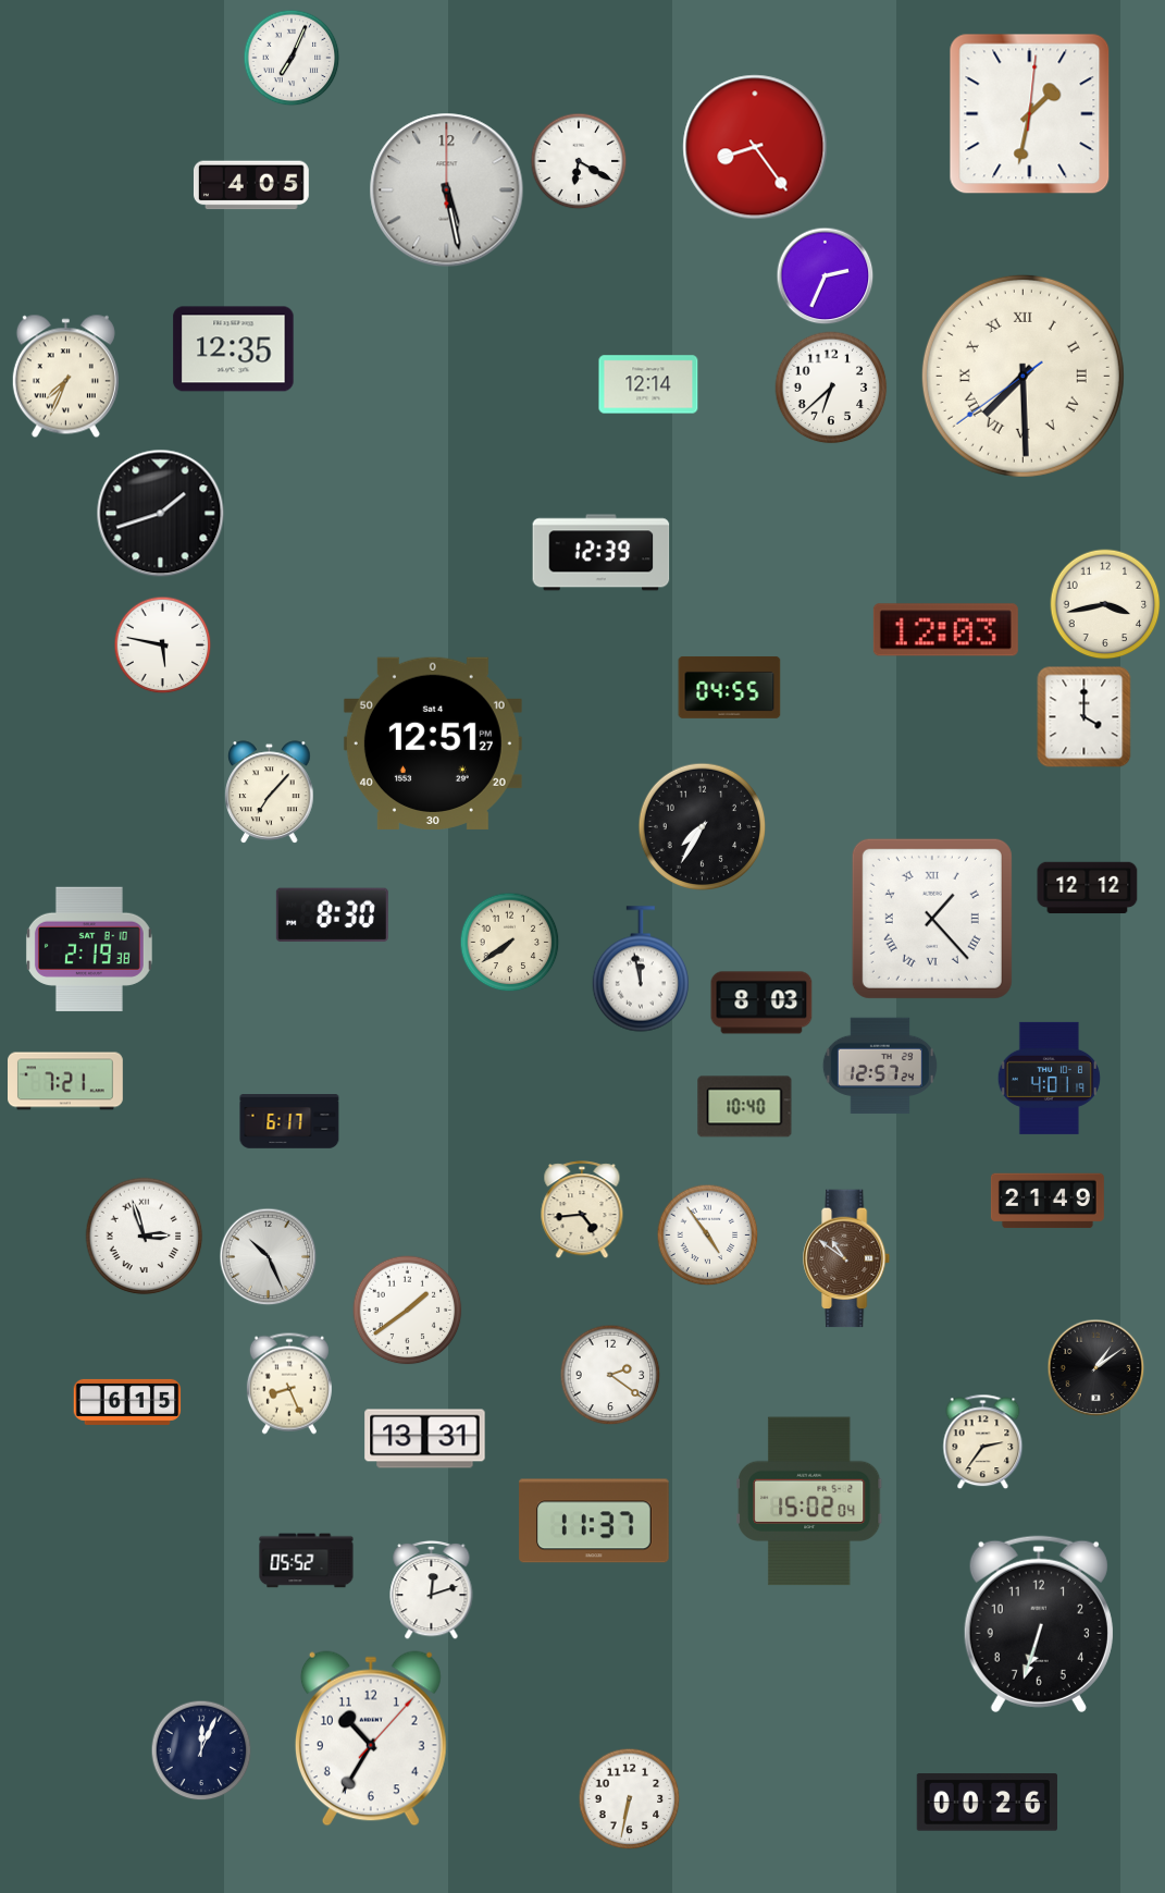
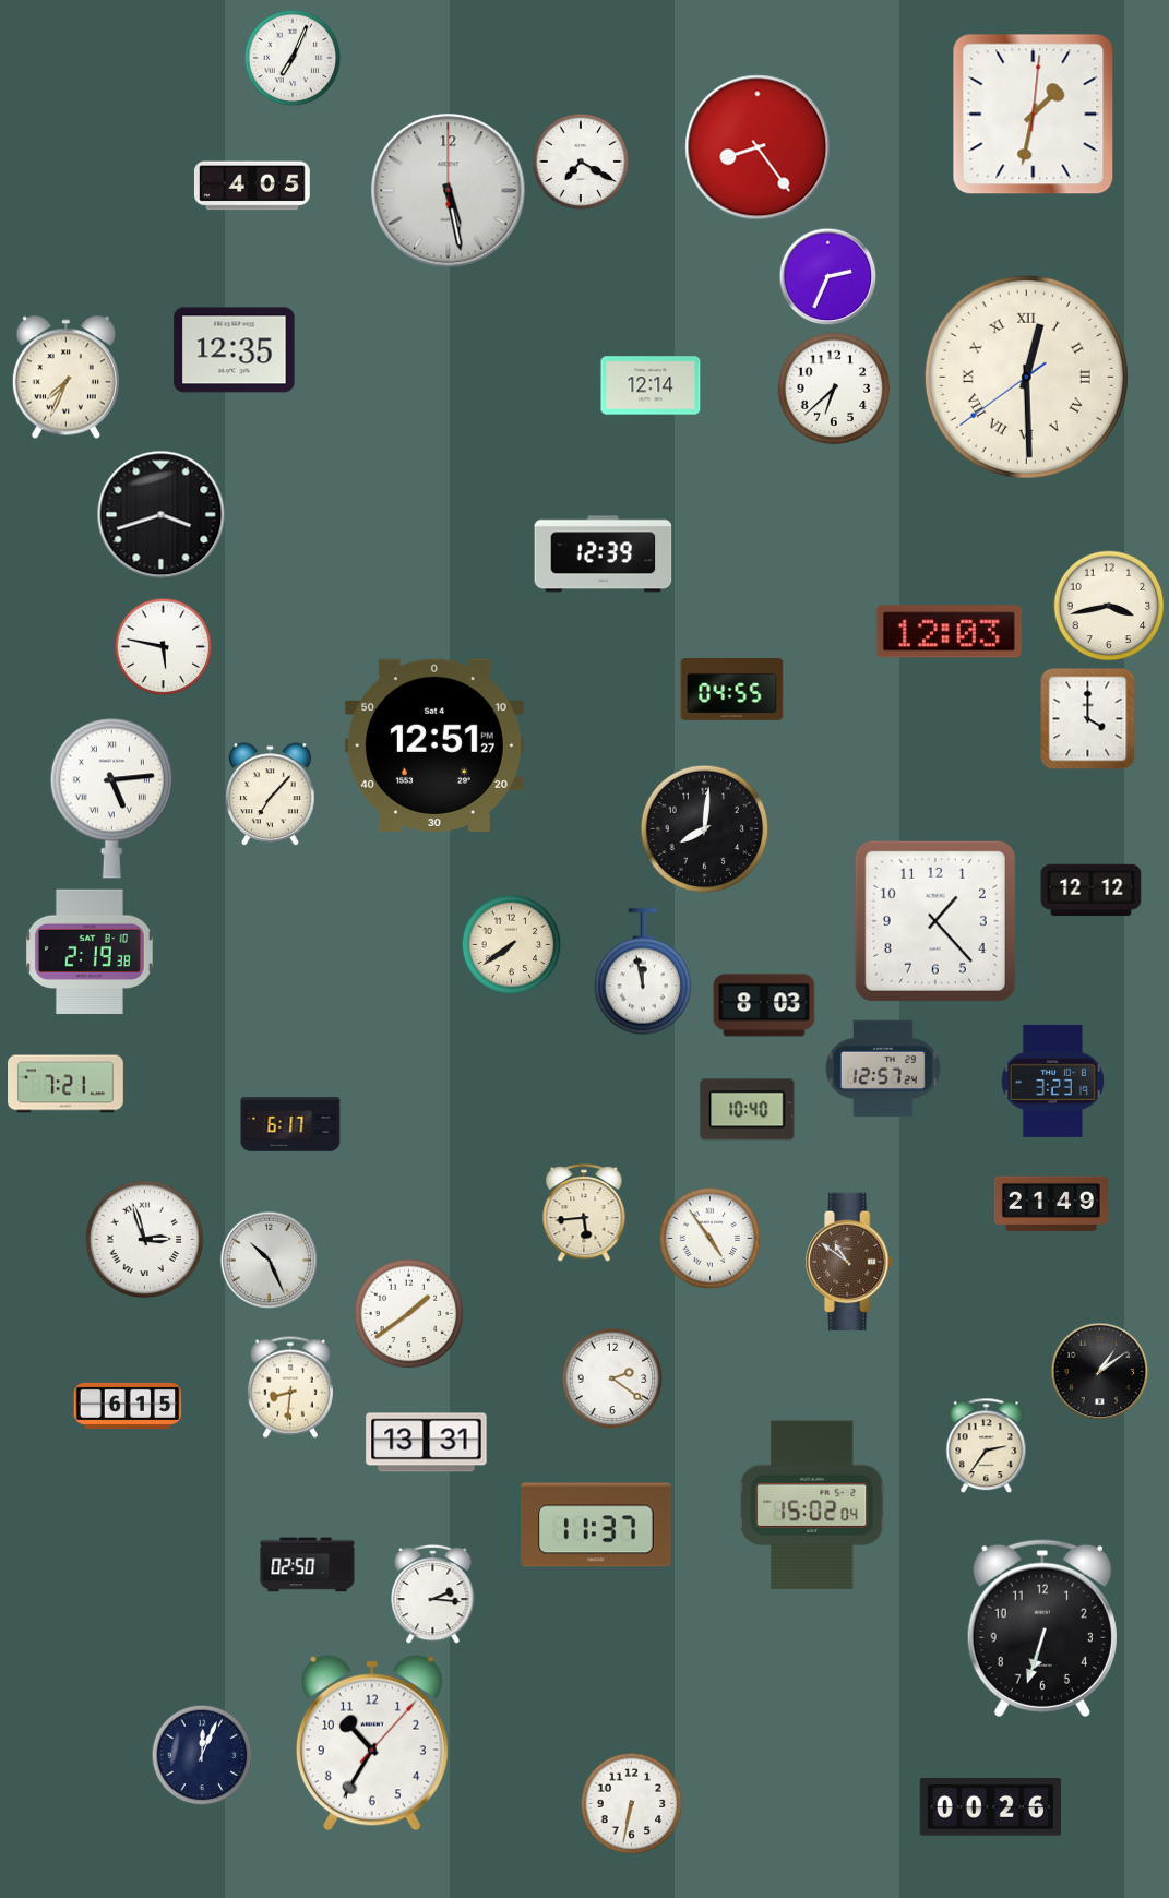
clock at (579, 161): 6:20 -> 7:20
clock at (1023, 376): 7:29 -> 12:29
clock at (161, 514): 1:42 -> 3:42
clock at (111, 799): none -> 5:14
clock at (703, 827): 7:35 -> 8:01
clock at (332, 915): 8:30 -> none
clock at (932, 919) numerals: Roman -> Arabic
clock at (1049, 1078): 4:01 -> 3:23
clock at (582, 1210): 4:44 -> 5:44
clock at (289, 1384): 8:26 -> 8:31
clock at (307, 1561): 05:52 -> 02:50
clock at (432, 1589): 12:12 -> 2:16
